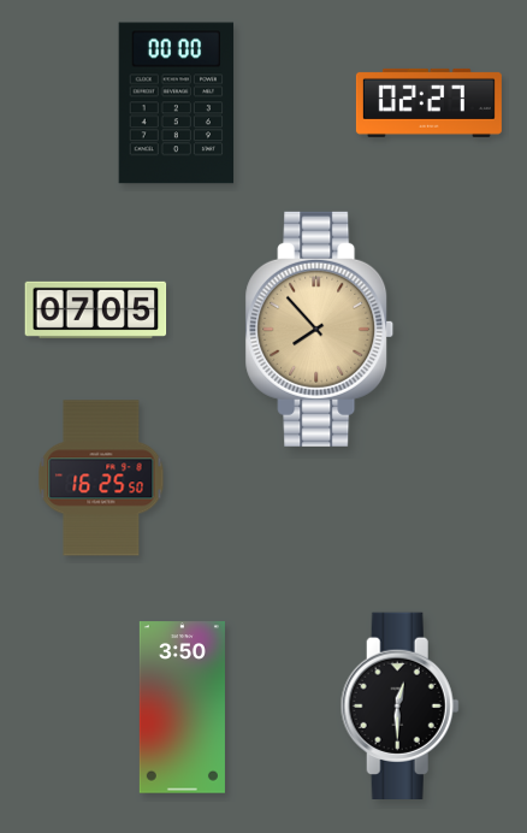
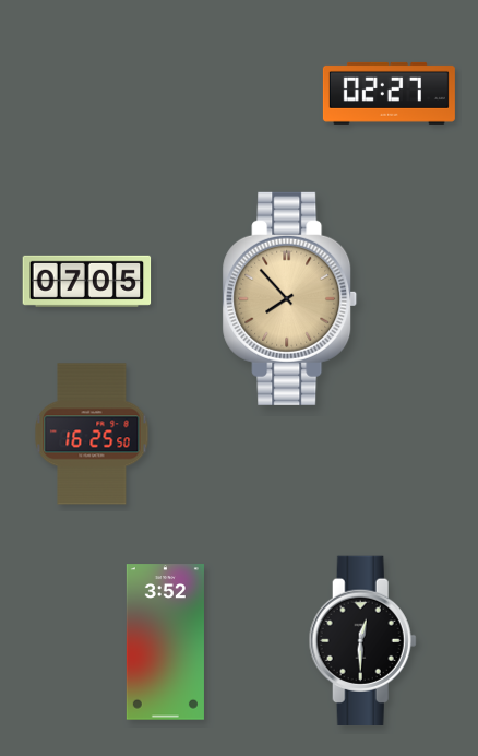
clock at (177, 104): 00:00 -> none
clock at (182, 708): 3:50 -> 3:52
